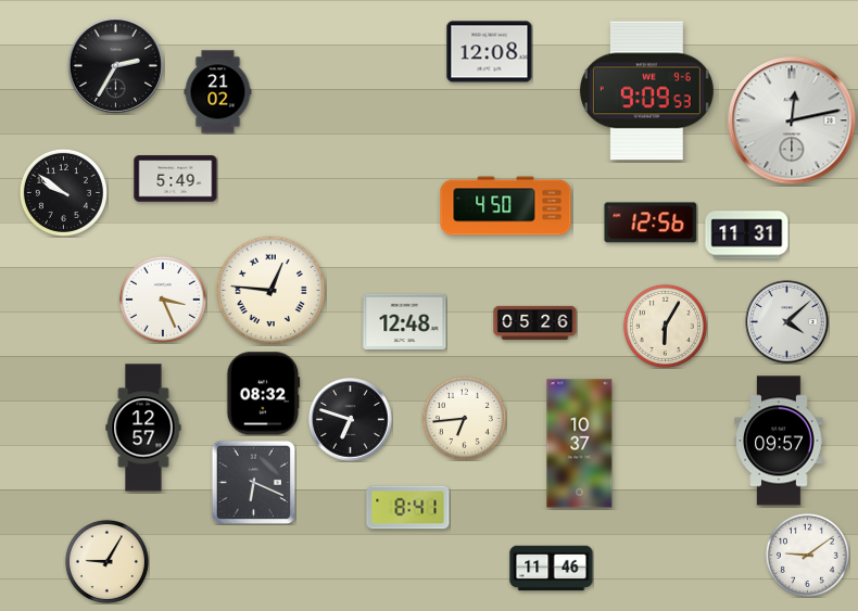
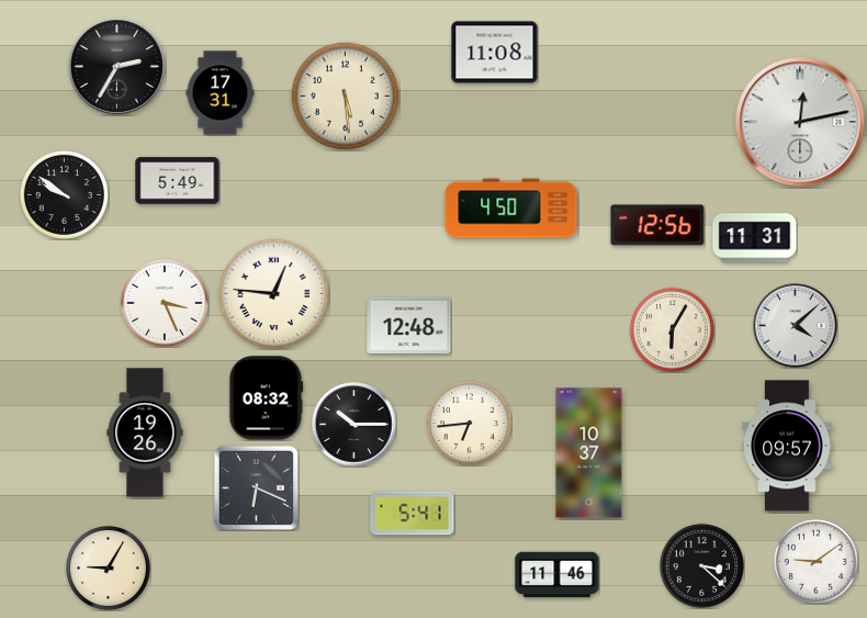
clock at (490, 52): 12:08 -> 11:08
clock at (646, 91): 9:09 -> none
clock at (218, 92): 21:02 -> 17:31
clock at (345, 95): none -> 5:29
clock at (535, 322): 05:26 -> none
clock at (351, 420): 6:48 -> 10:15
clock at (143, 428): 12:57 -> 19:26
clock at (580, 444) position: (580, 444) -> (589, 453)
clock at (408, 508): 8:41 -> 5:41
clock at (701, 565): none -> 3:22
